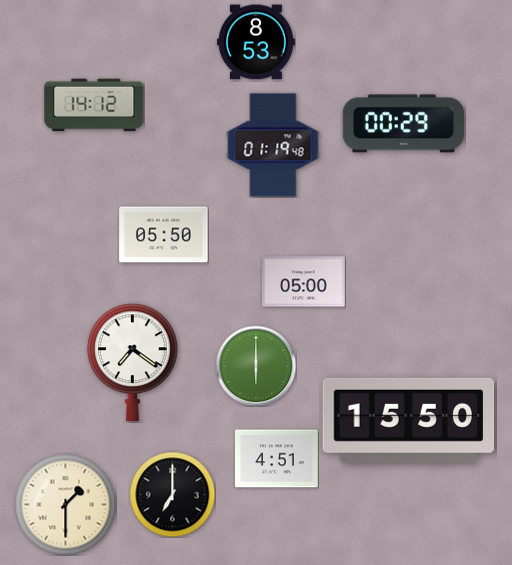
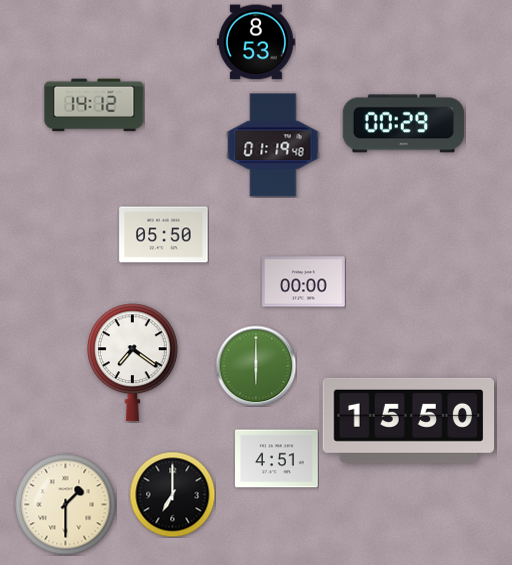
clock at (304, 282): 05:00 -> 00:00
